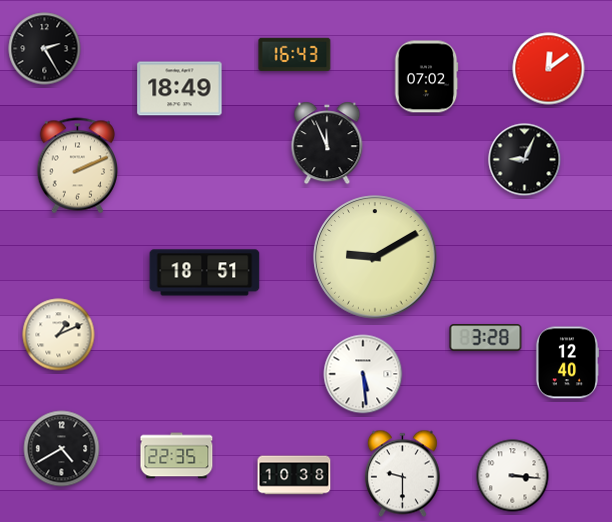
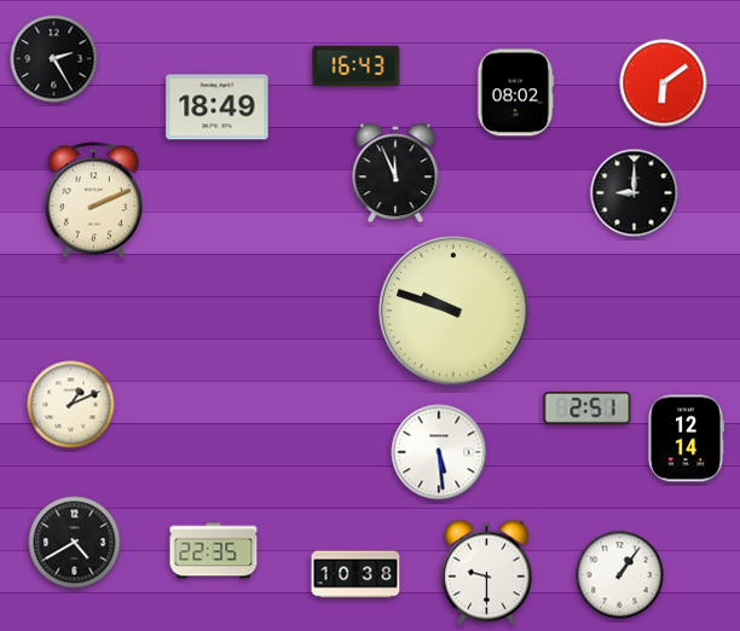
clock at (549, 69): 12:09 -> 6:09
clock at (426, 77): 07:02 -> 08:02
clock at (525, 160): 9:04 -> 9:00
clock at (375, 257): 9:10 -> 9:48
clock at (205, 273): 18:51 -> none
clock at (486, 338): 3:28 -> 2:51
clock at (566, 363): 12:40 -> 12:14
clock at (513, 476): 3:16 -> 1:06
